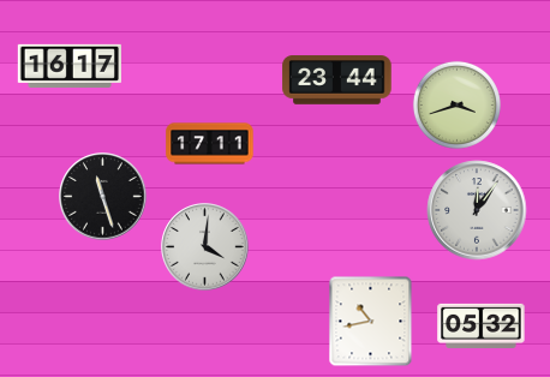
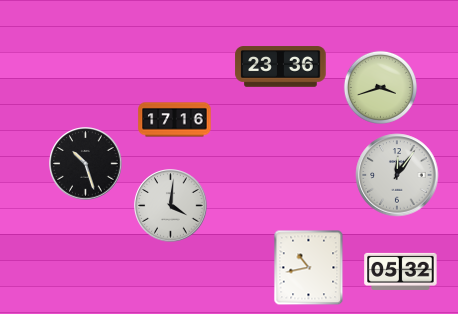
clock at (70, 66): 16:17 -> none
clock at (337, 80): 23:44 -> 23:36
clock at (210, 144): 17:11 -> 17:16
clock at (103, 197): 11:27 -> 10:27
